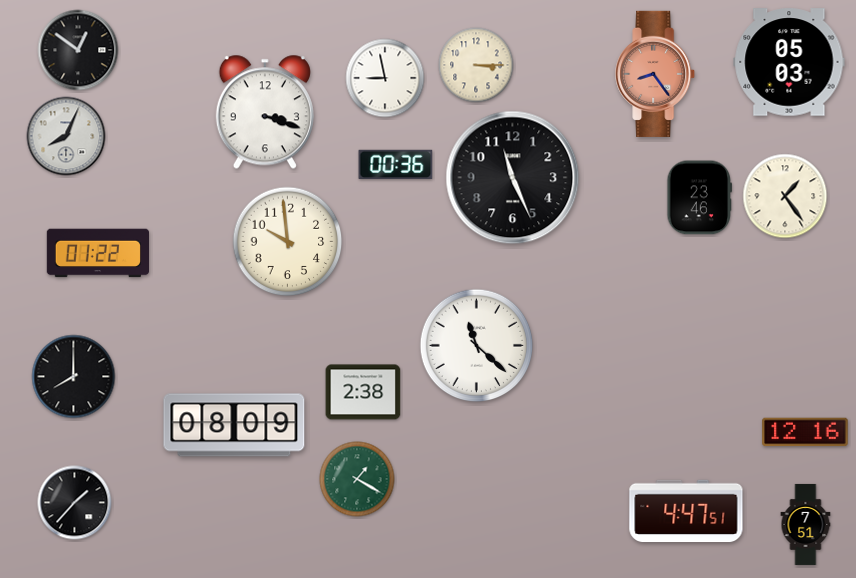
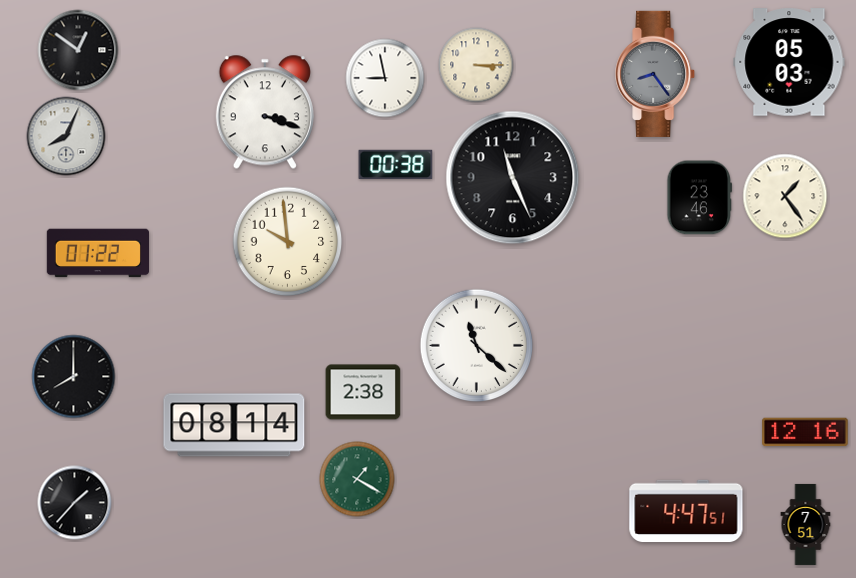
clock at (656, 74) dial: salmon -> grey
clock at (396, 164): 00:36 -> 00:38
clock at (234, 425): 08:09 -> 08:14
